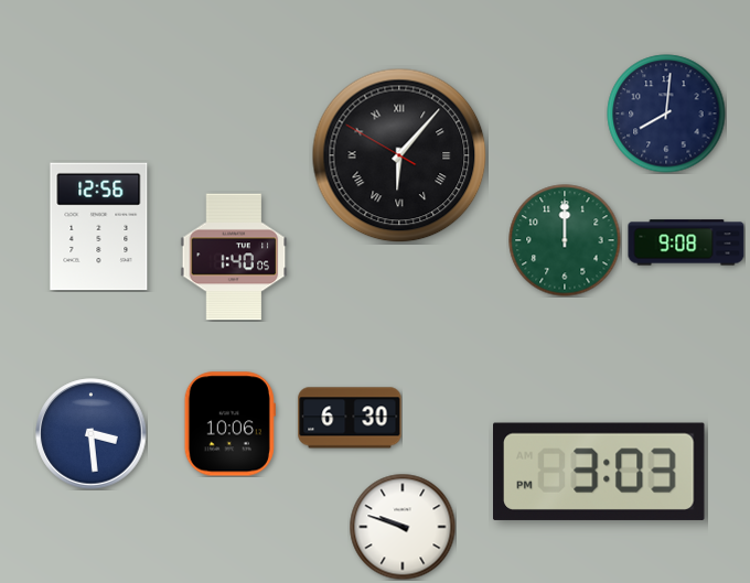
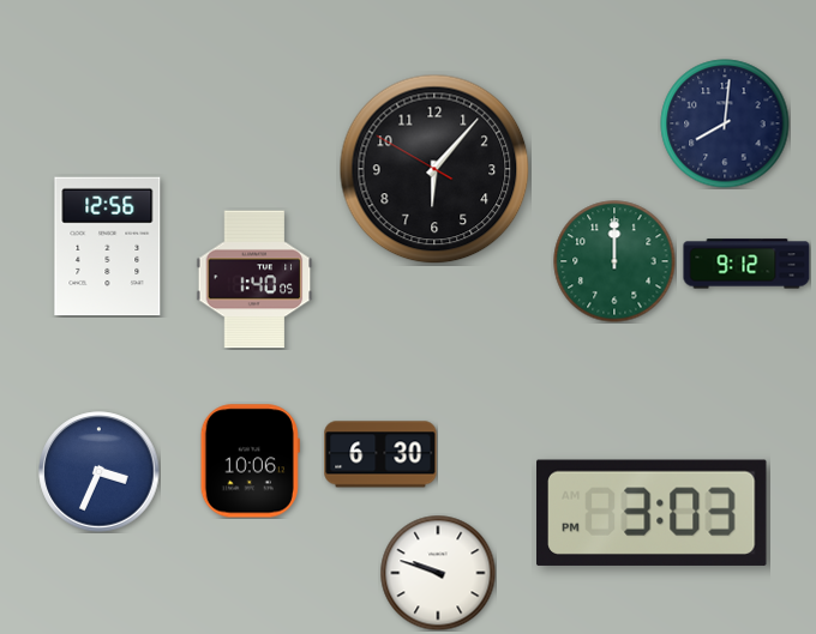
clock at (399, 155) numerals: Roman -> Arabic
clock at (686, 242): 9:08 -> 9:12
clock at (92, 434): 3:29 -> 3:34
